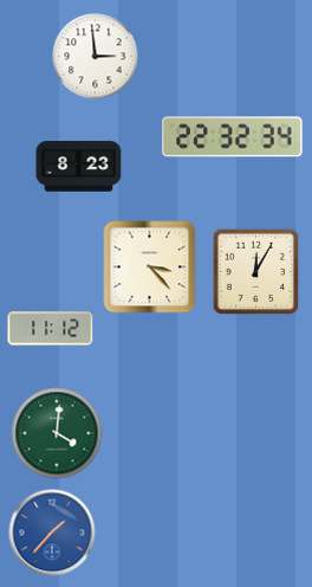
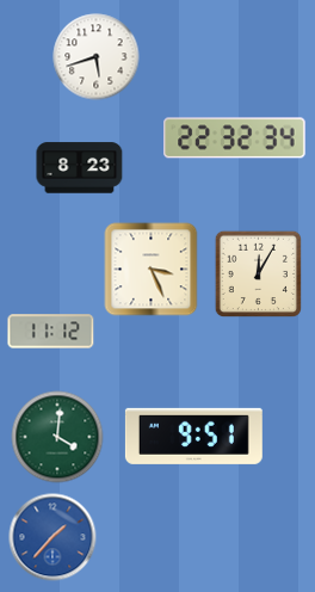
clock at (96, 57): 2:59 -> 5:42
clock at (150, 267): 3:23 -> 3:26
clock at (193, 436): none -> 9:51
